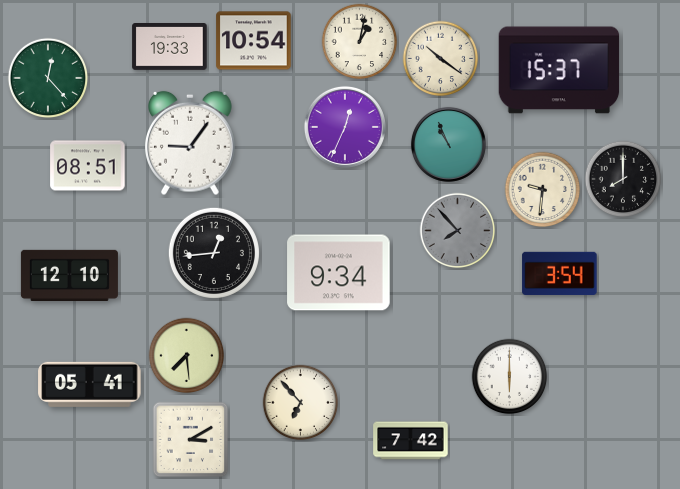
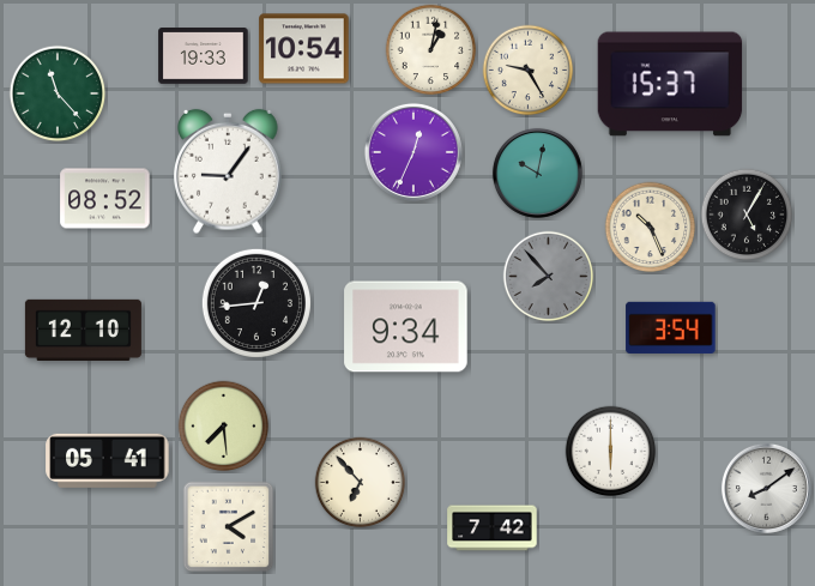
clock at (441, 59): 10:21 -> 9:25
clock at (48, 78): 12:23 -> 11:23
clock at (448, 144): 10:56 -> 10:02
clock at (88, 166): 08:51 -> 08:52
clock at (623, 179): 8:00 -> 5:05
clock at (543, 190): 9:31 -> 10:26
clock at (766, 488): none -> 8:09
clock at (191, 440): 3:10 -> 4:10
